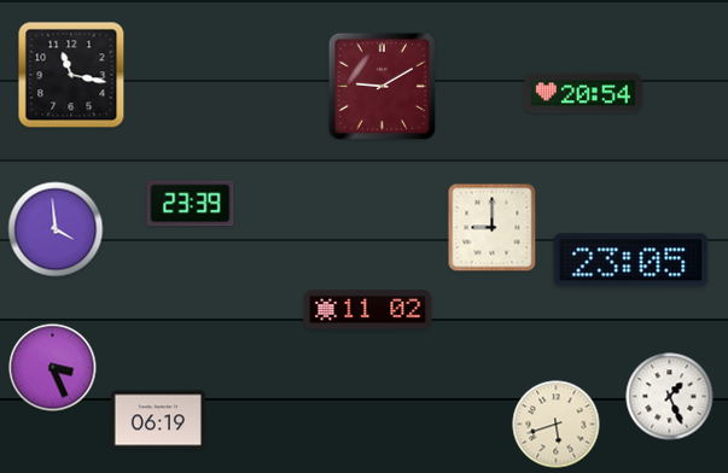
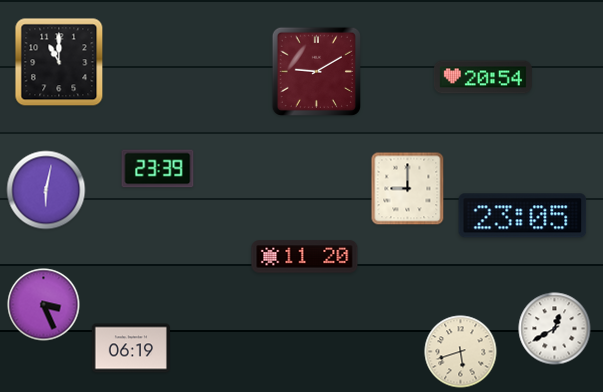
clock at (71, 75): 11:17 -> 11:00
clock at (56, 229): 3:59 -> 6:02
clock at (368, 310): 11:02 -> 11:20
clock at (670, 397): 1:26 -> 12:40
